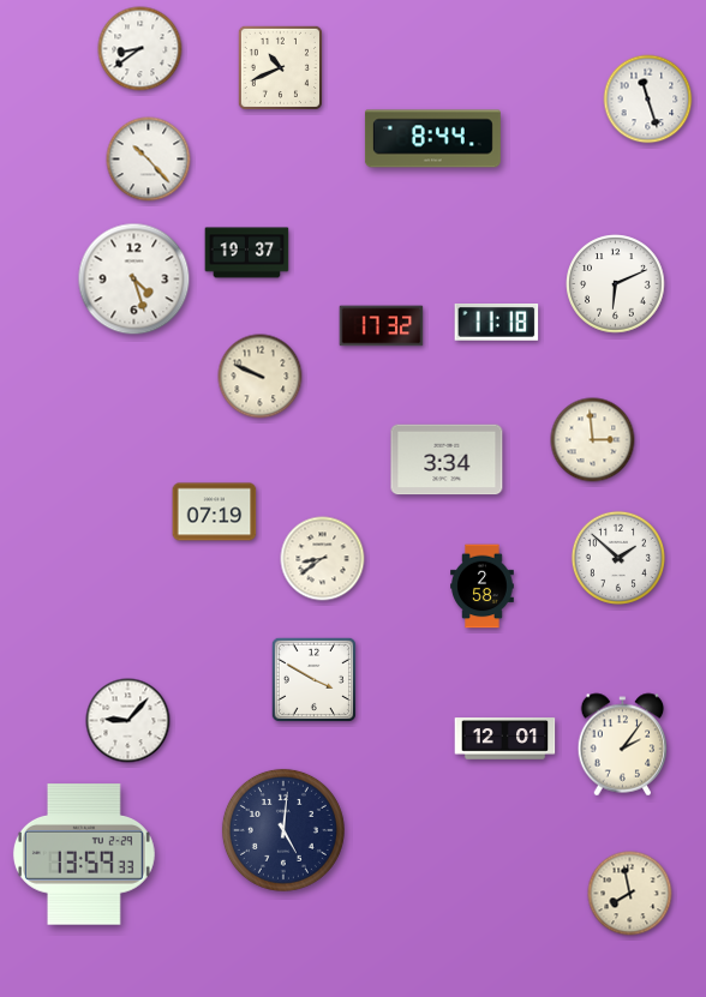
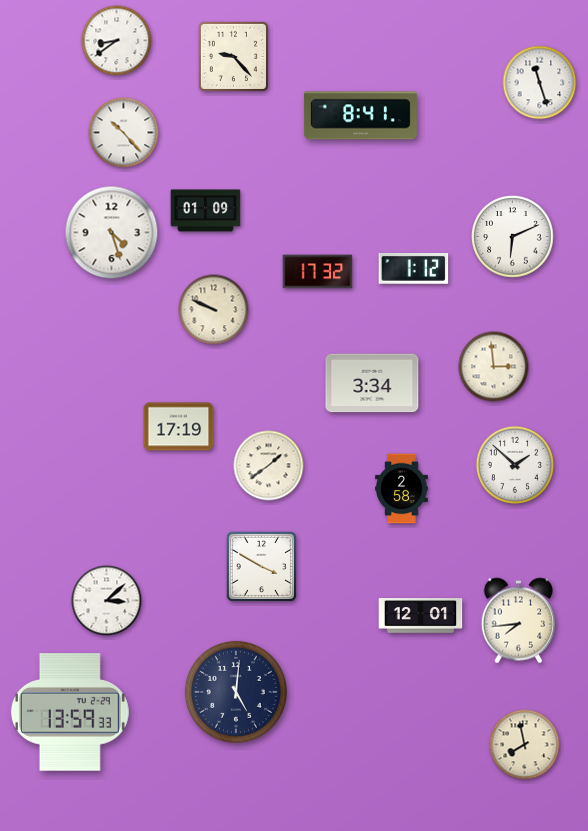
clock at (280, 67): 10:41 -> 9:23
clock at (432, 139): 8:44 -> 8:41
clock at (247, 253): 19:37 -> 01:09
clock at (497, 323): 11:18 -> 1:12
clock at (261, 377) position: (261, 377) -> (214, 310)
clock at (215, 512): 07:19 -> 17:19
clock at (323, 559): 8:39 -> 1:39
clock at (128, 721): 9:07 -> 3:08
clock at (623, 745): 2:06 -> 7:44
